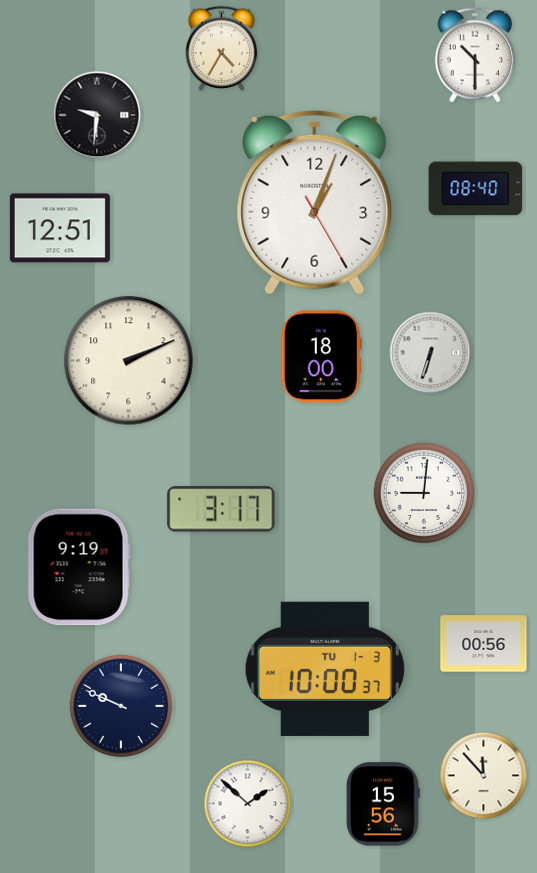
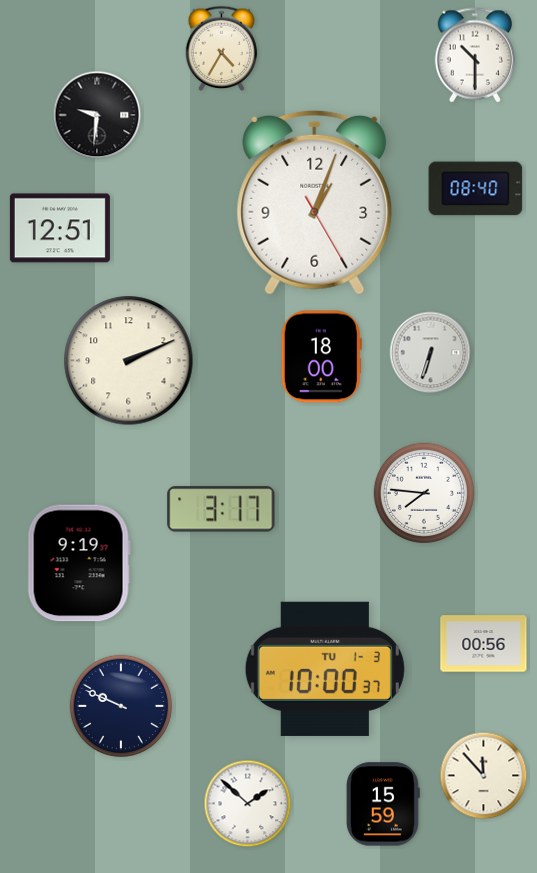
clock at (423, 492): 9:01 -> 7:46
clock at (79, 567) position: (79, 567) -> (79, 563)
clock at (383, 804): 15:56 -> 15:59
